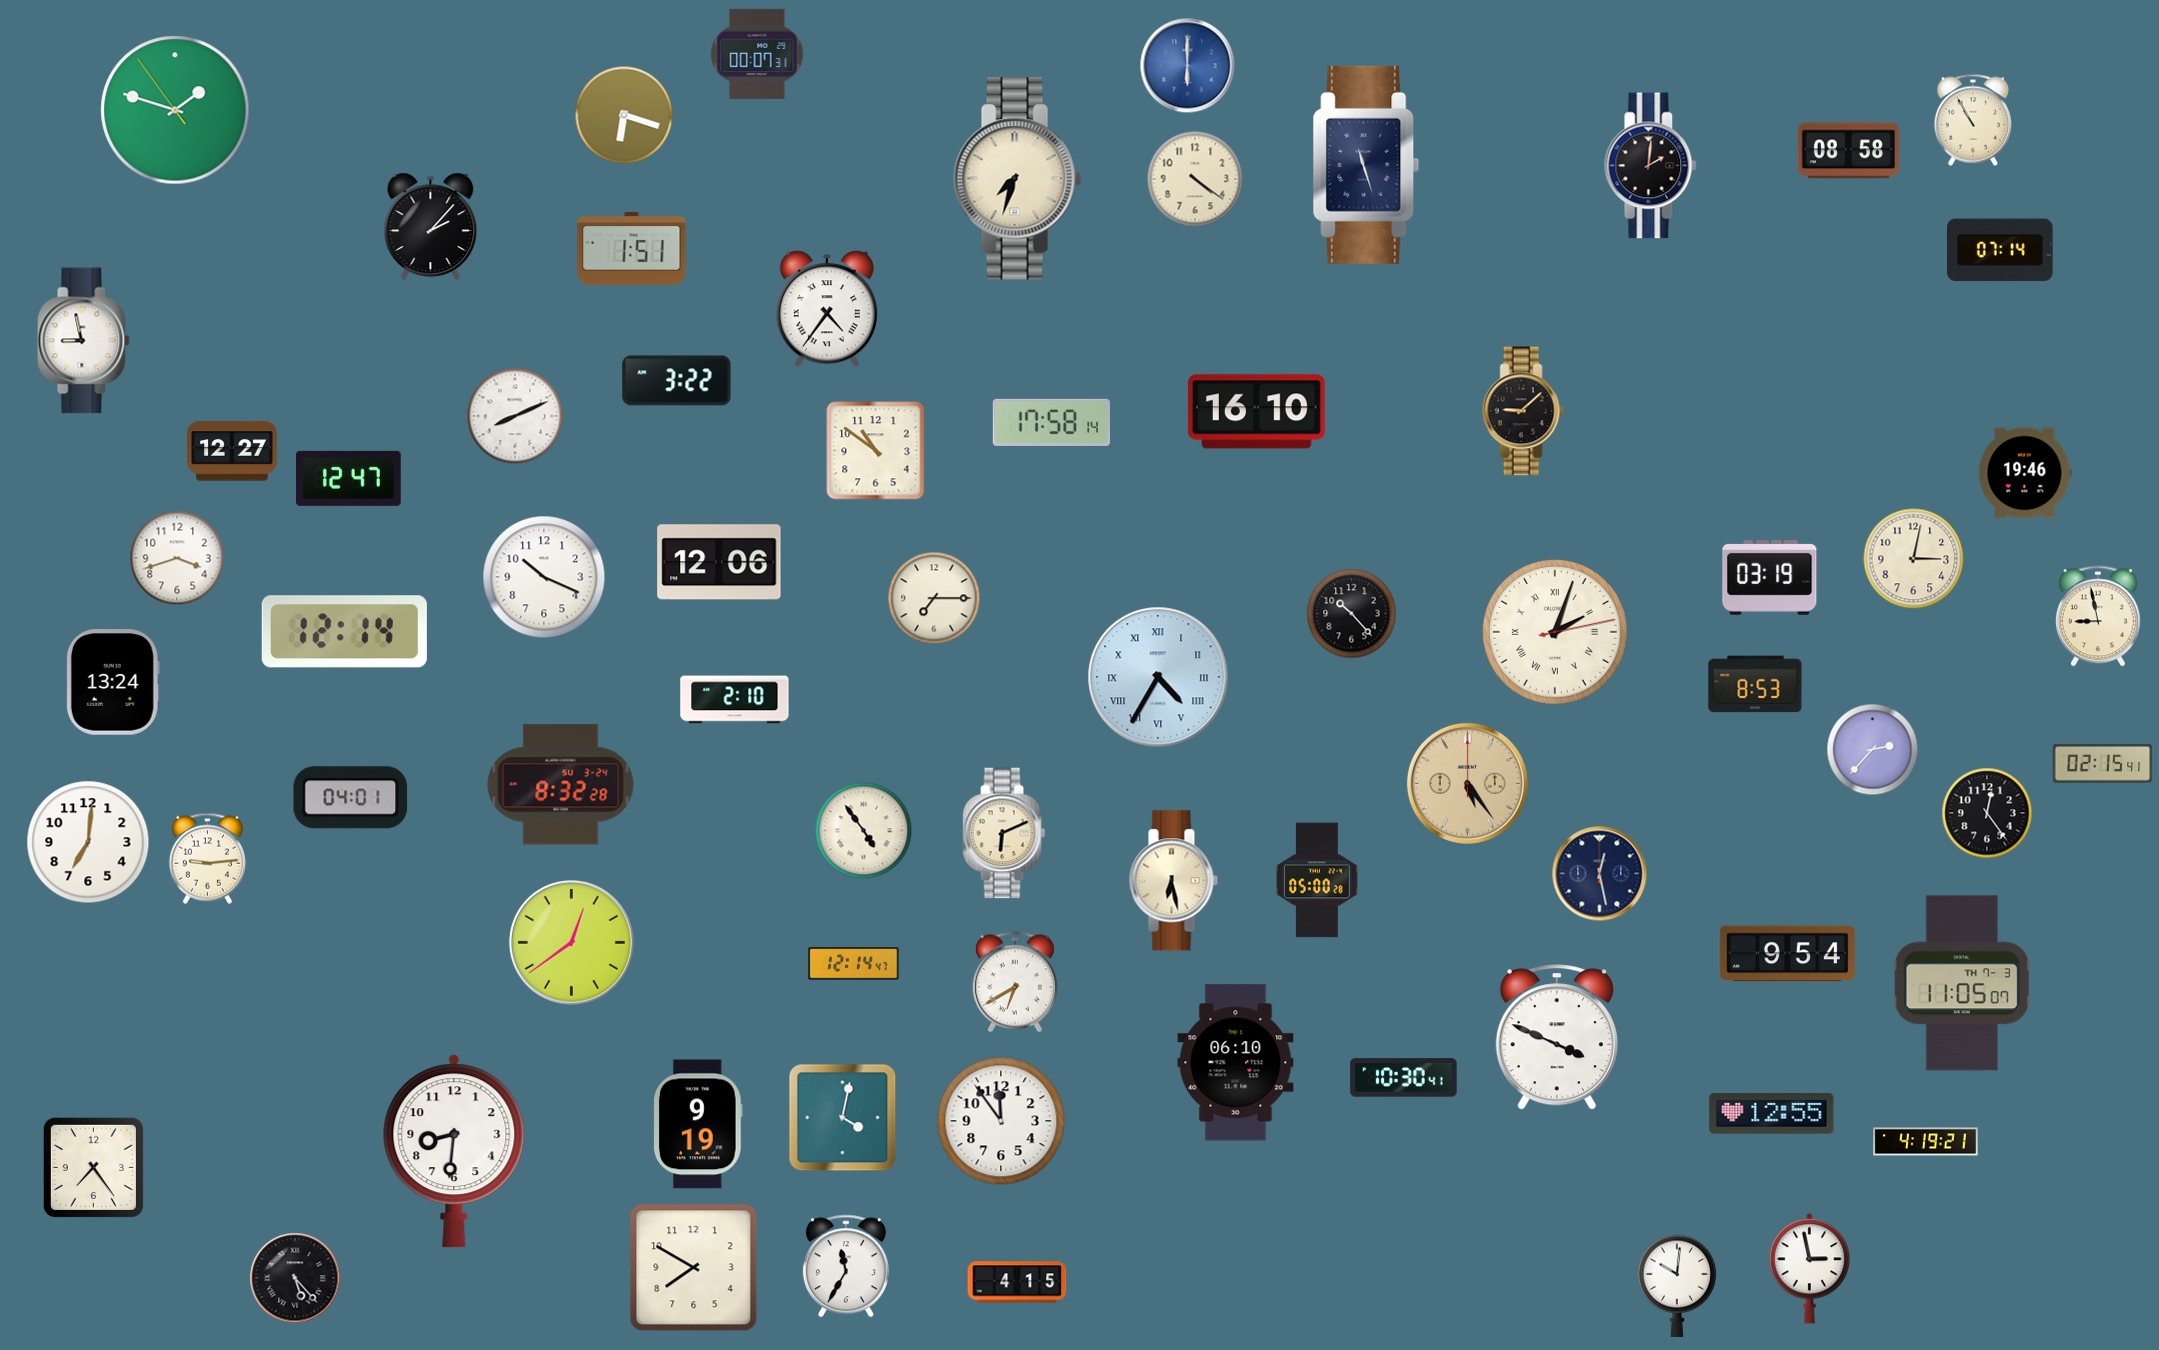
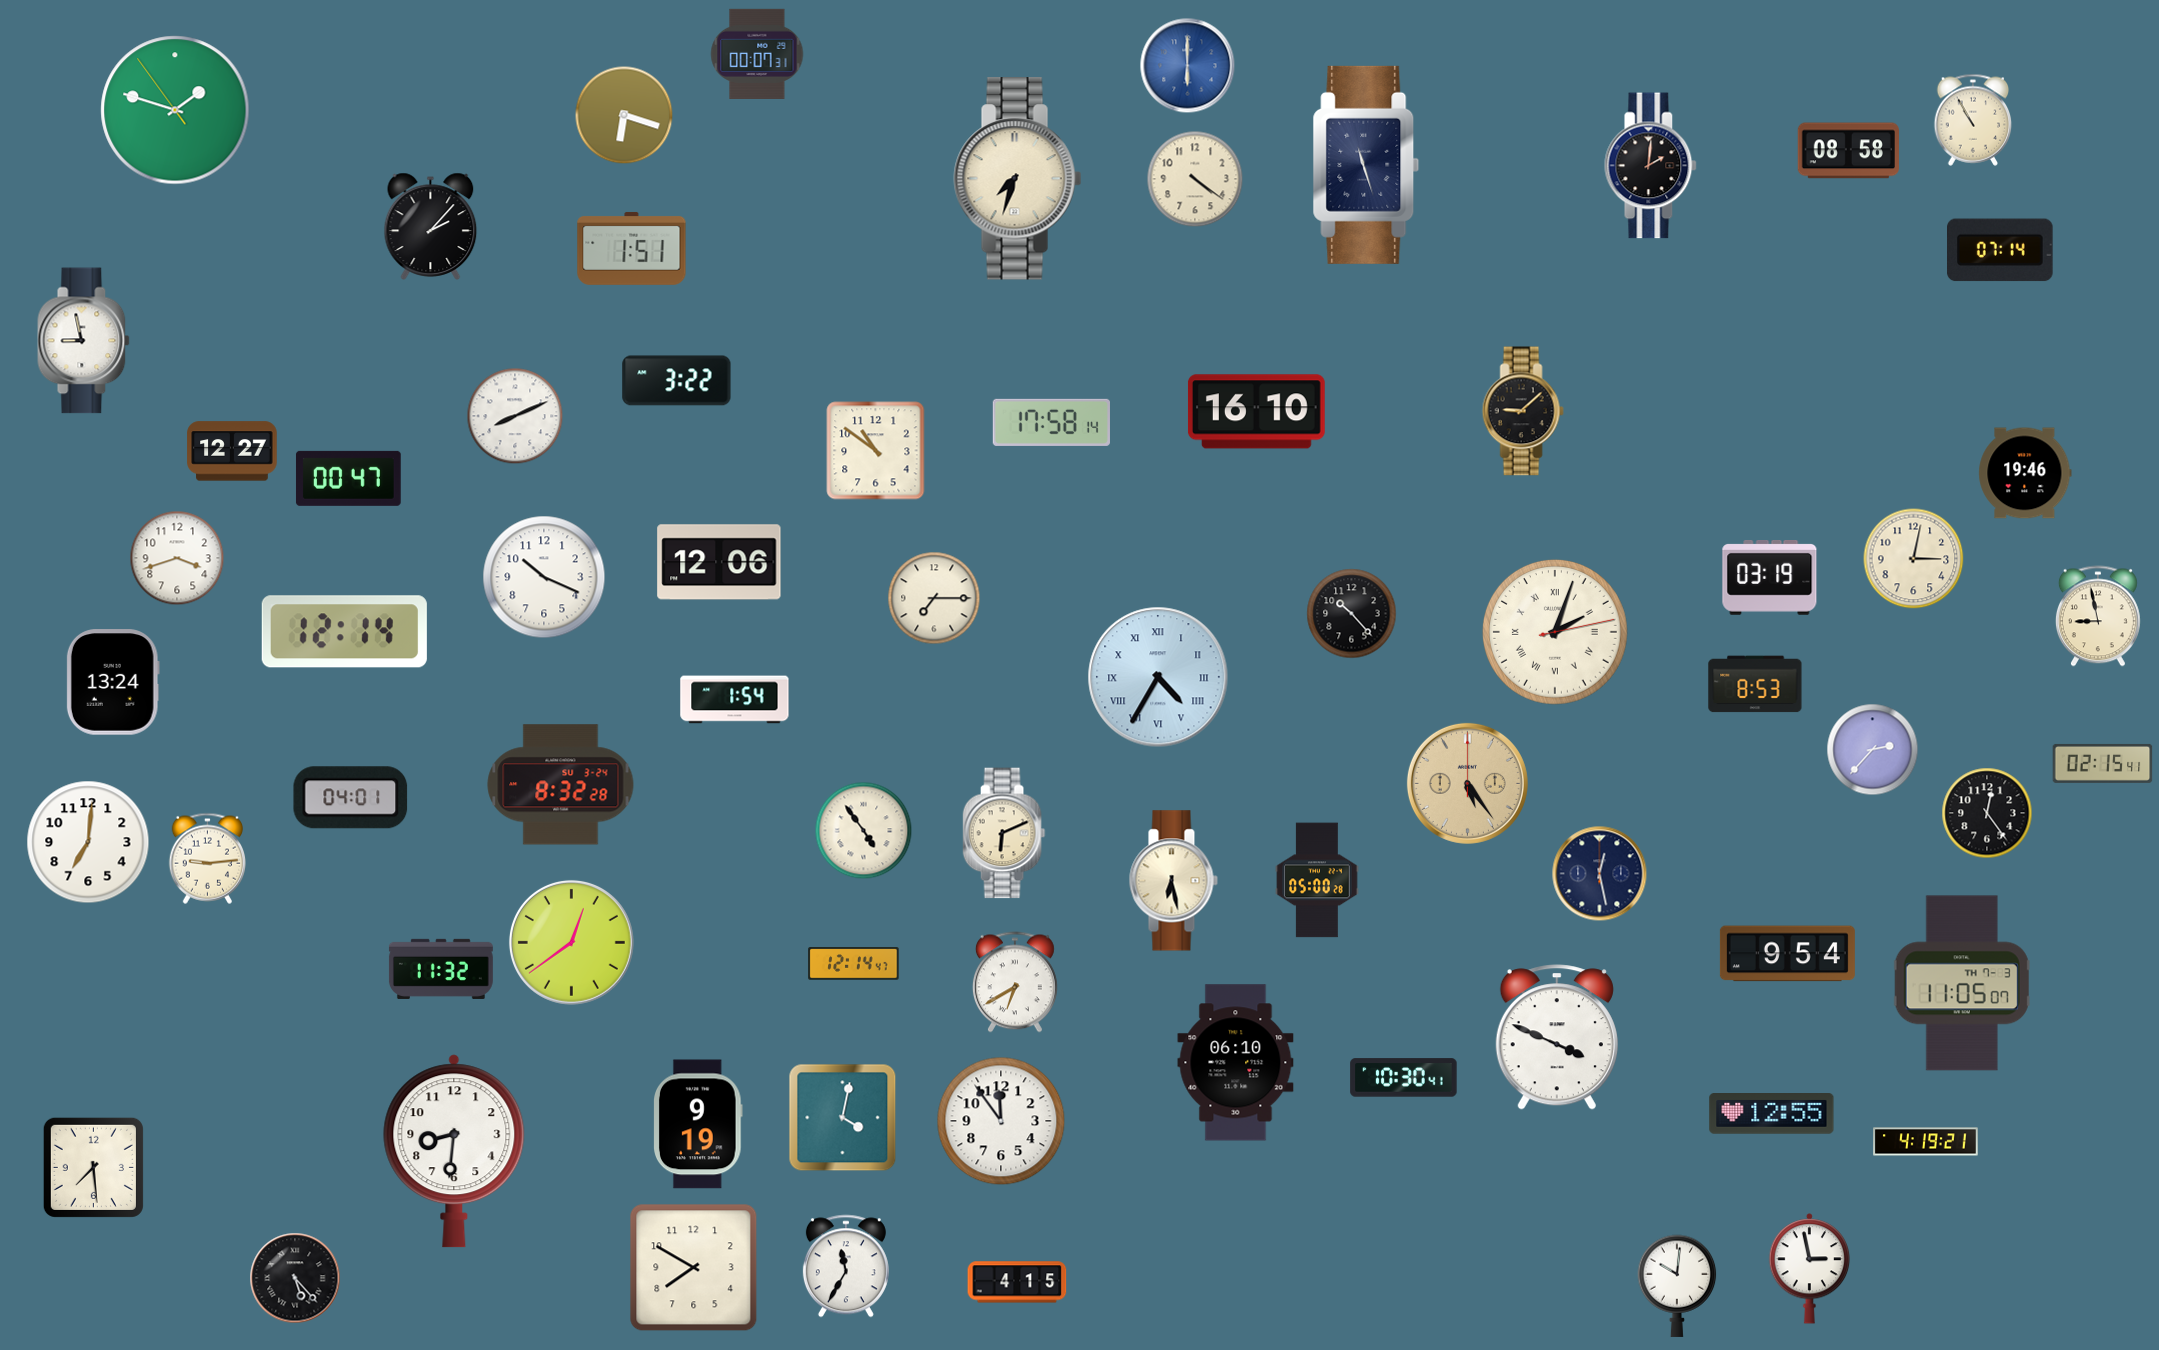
clock at (827, 309): 4:36 -> none
clock at (348, 478): 12:47 -> 00:47
clock at (735, 700): 2:10 -> 1:54
clock at (441, 969): none -> 11:32
clock at (93, 1167): 7:24 -> 7:29
